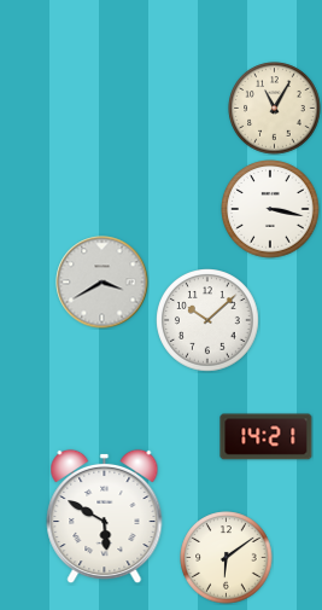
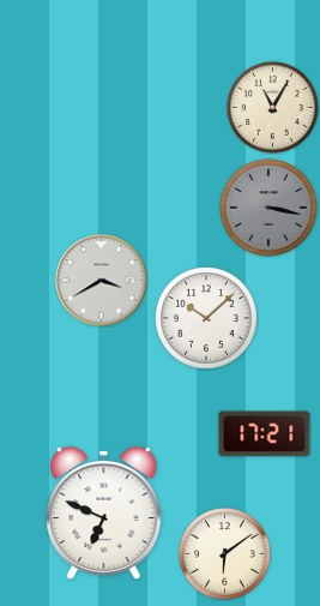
clock at (270, 209) dial: white -> grey
clock at (267, 437): 14:21 -> 17:21
clock at (105, 517): 5:50 -> 6:49
